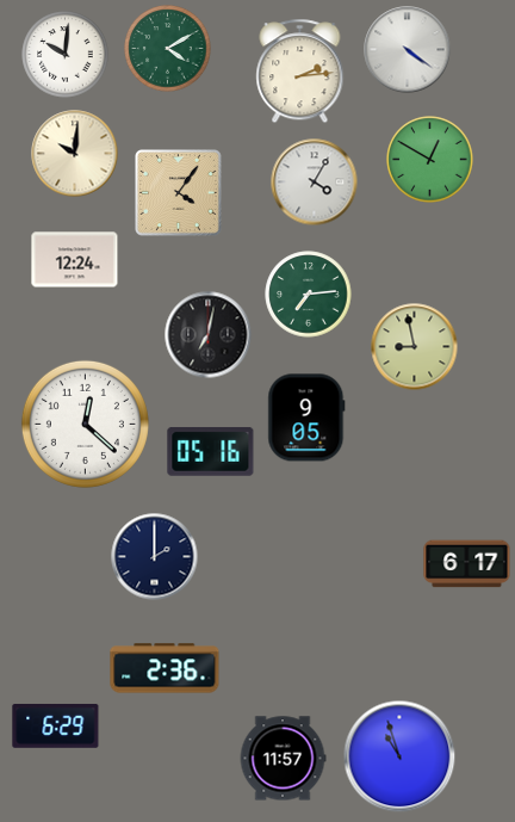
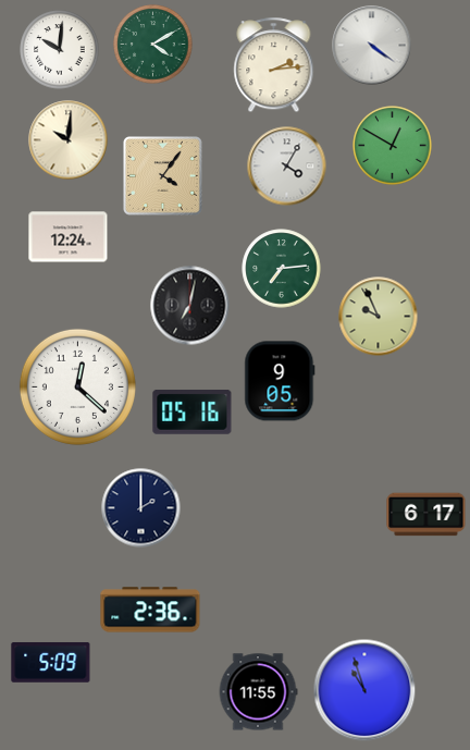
clock at (415, 347): 8:58 -> 9:56
clock at (56, 725): 6:29 -> 5:09
clock at (283, 759): 11:57 -> 11:55
